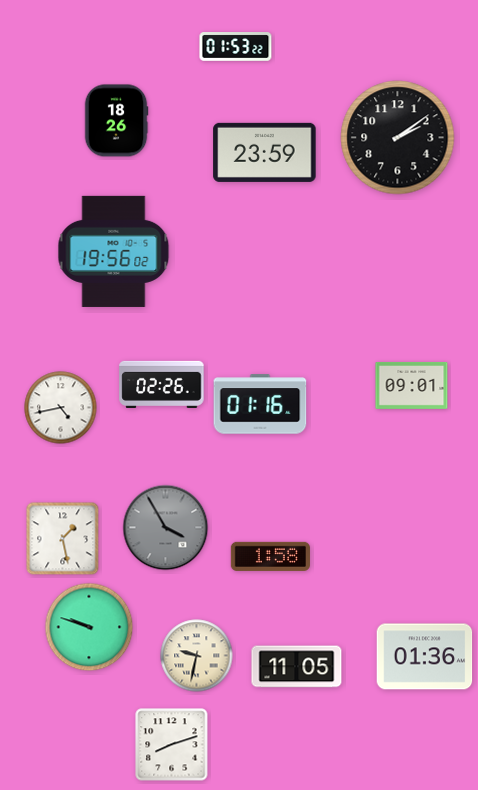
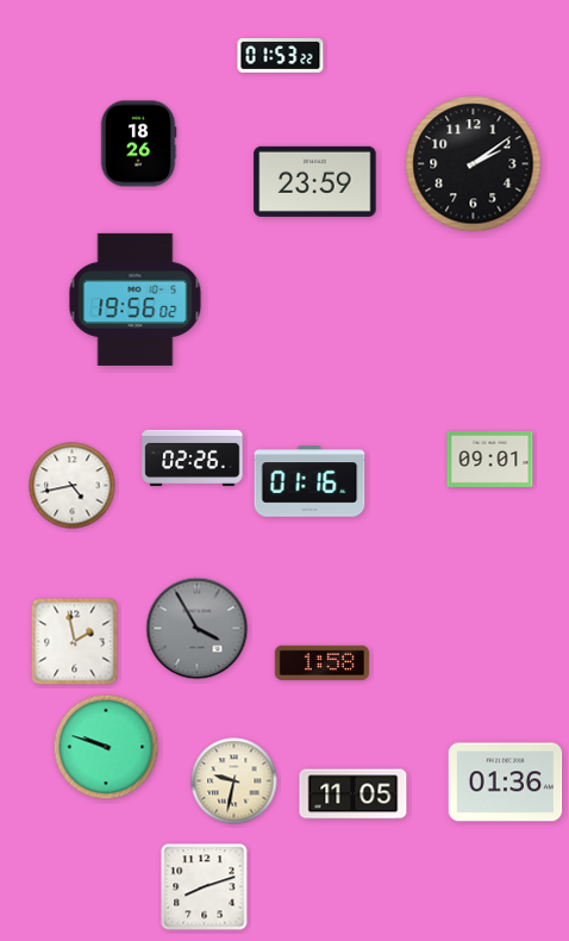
clock at (63, 539): 1:28 -> 1:58
